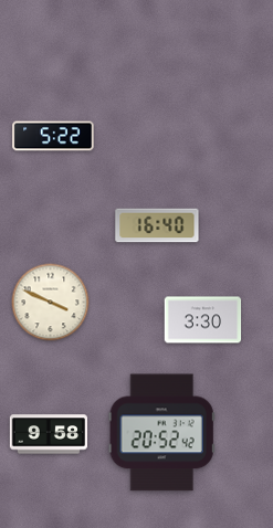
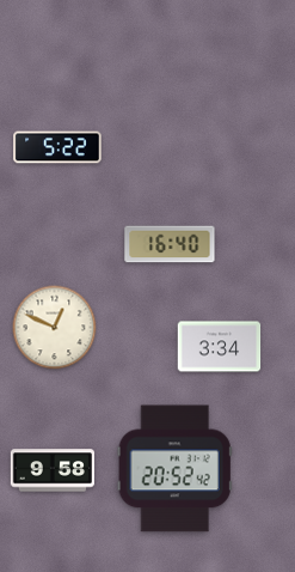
clock at (51, 303): 3:49 -> 12:49
clock at (203, 320): 3:30 -> 3:34
